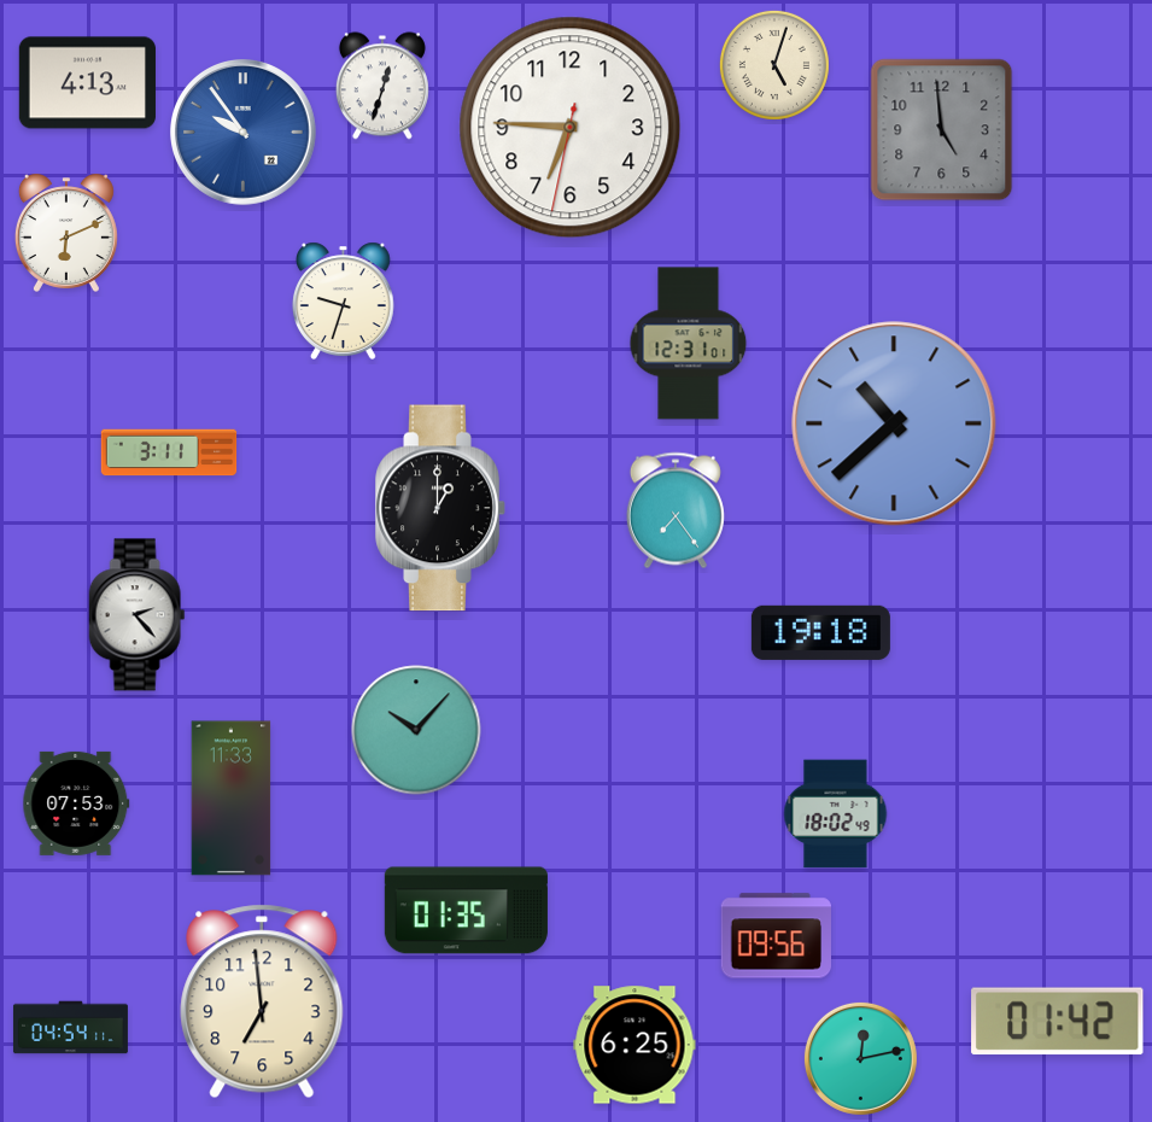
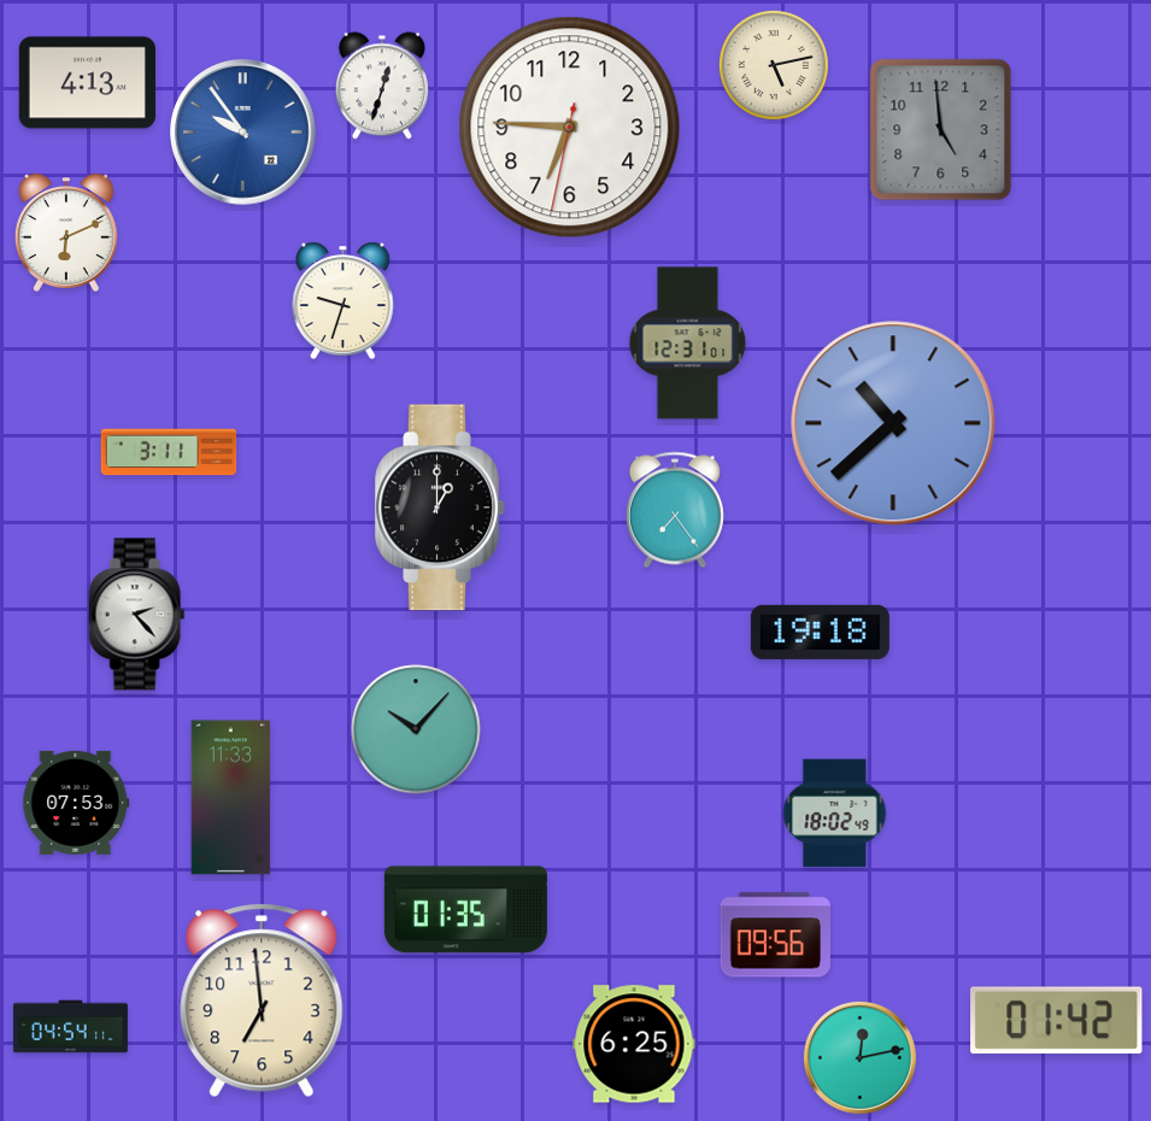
clock at (774, 65): 5:03 -> 5:13
